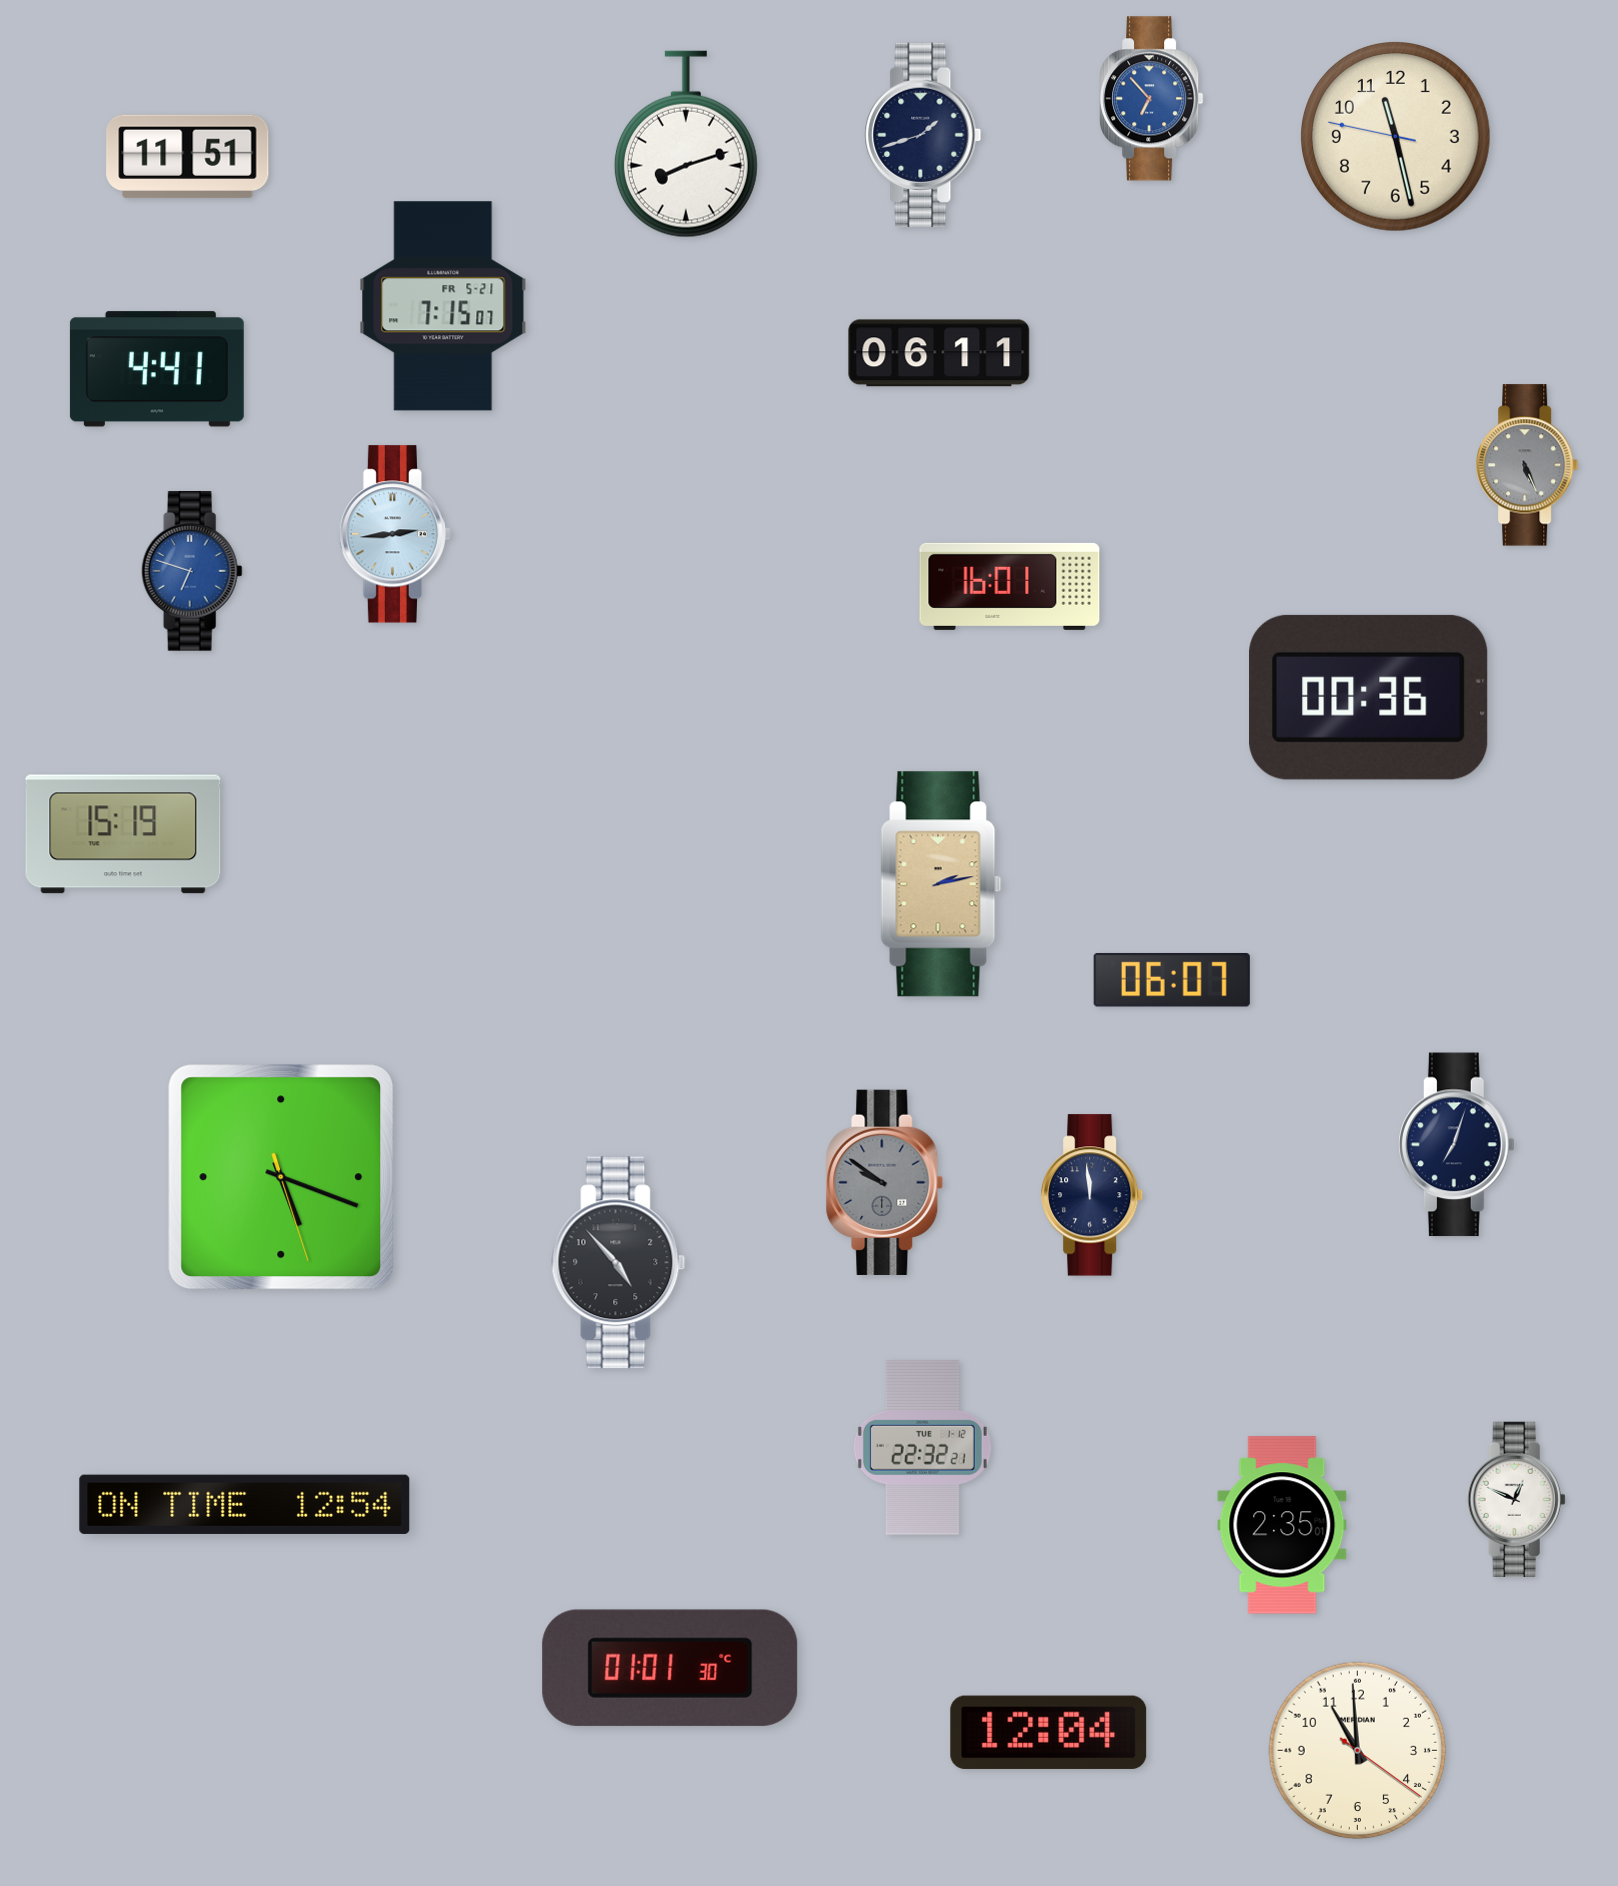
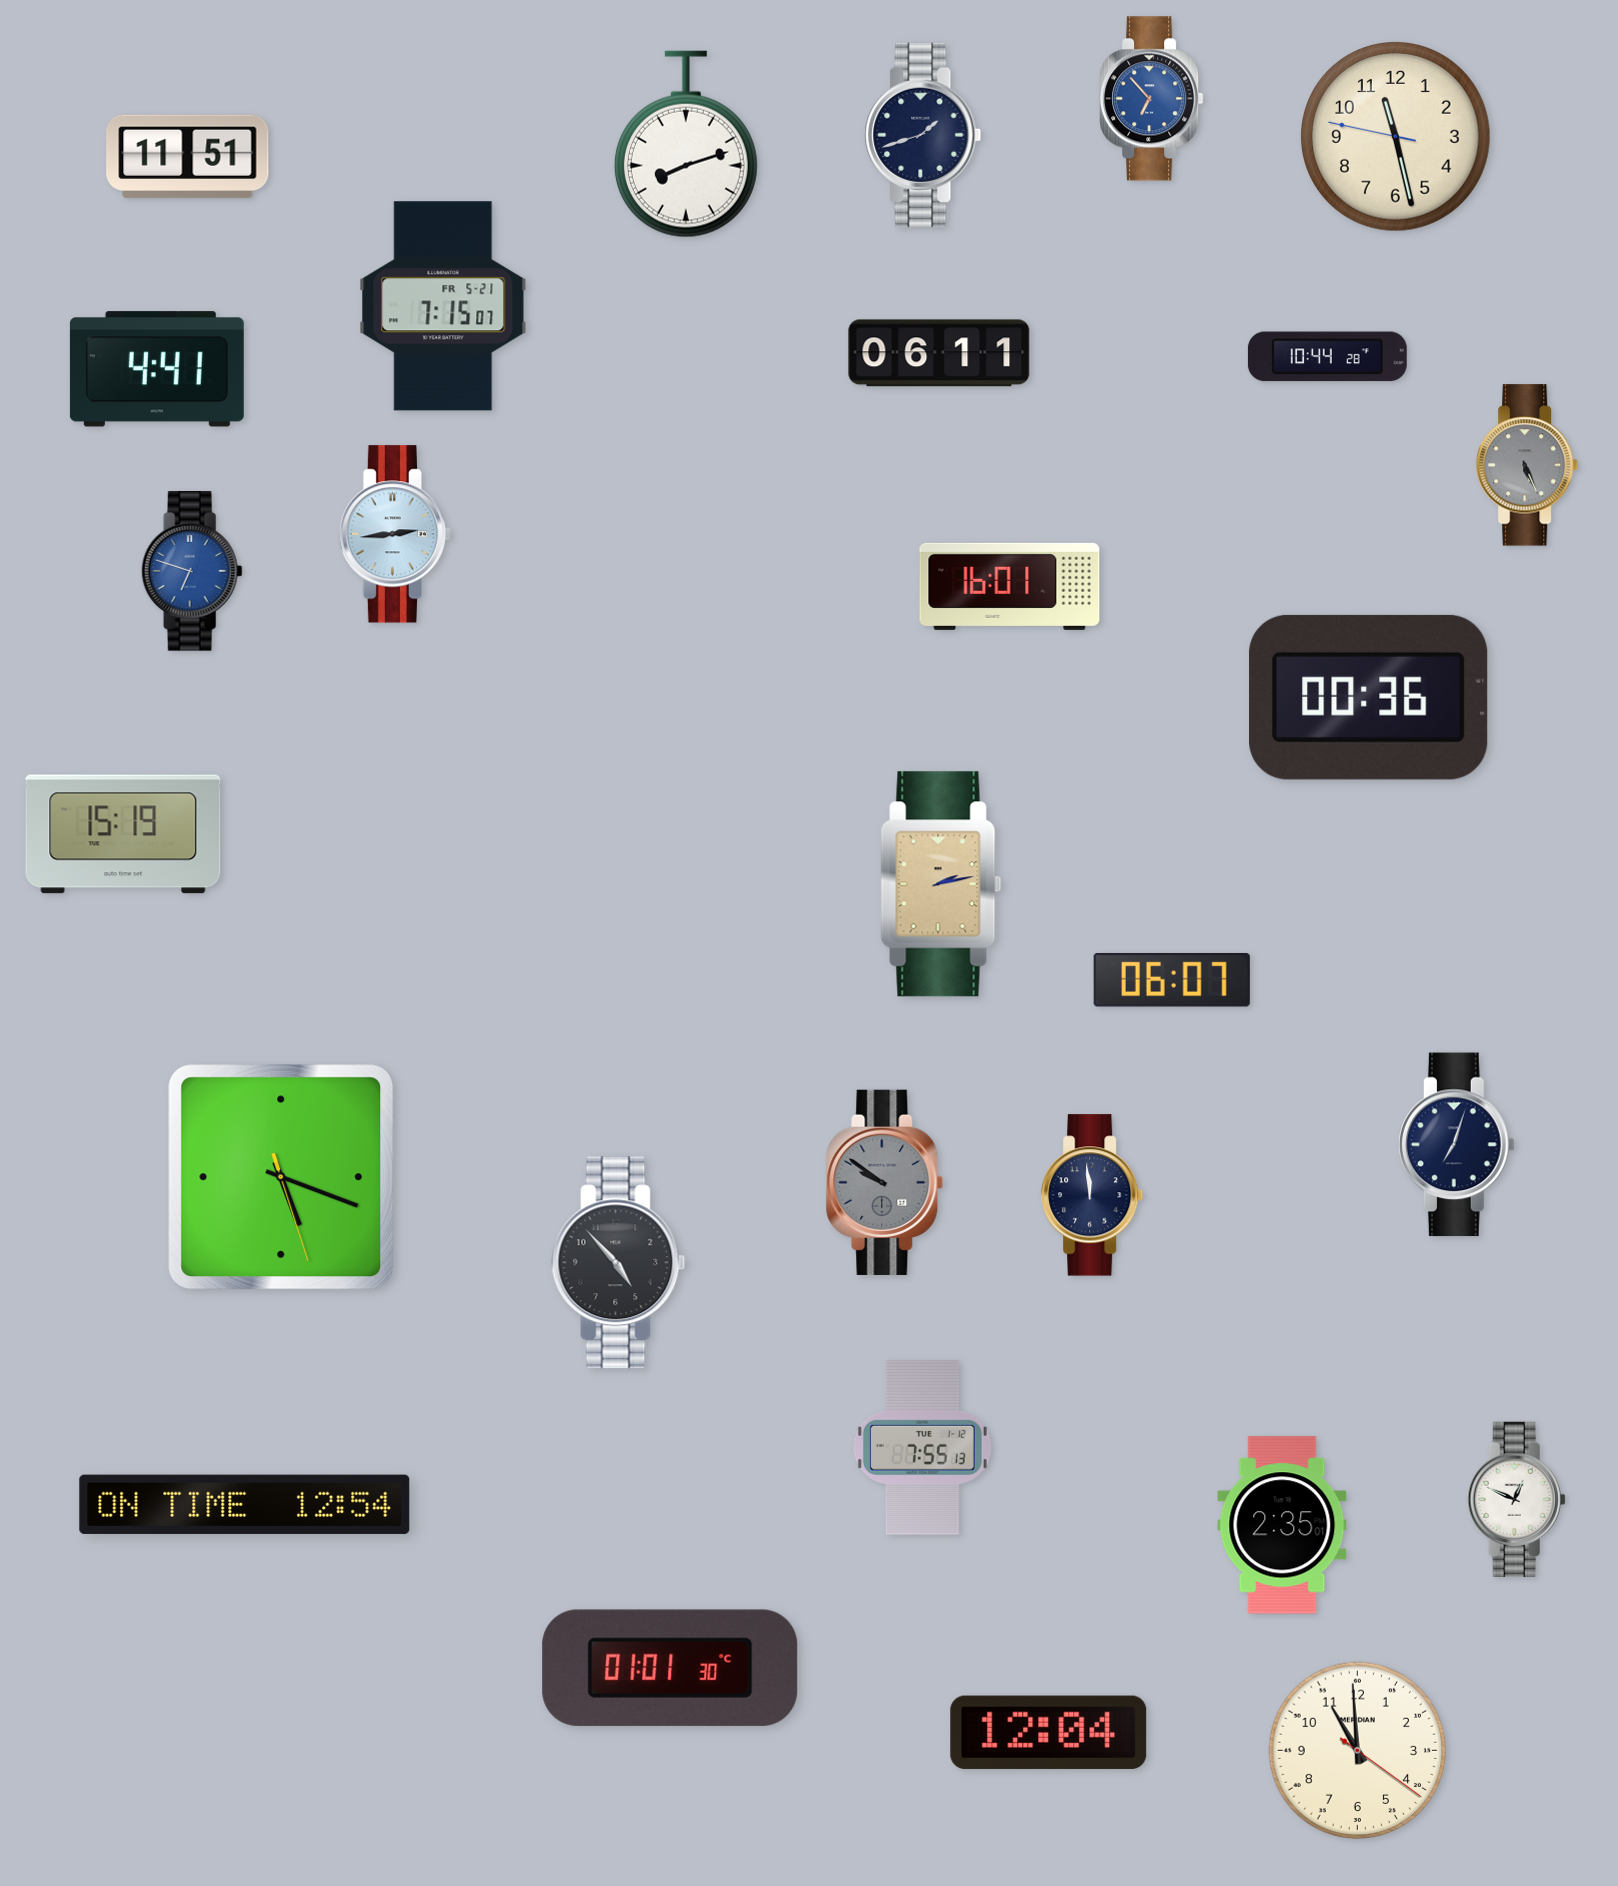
clock at (1327, 357): none -> 10:44
clock at (922, 1447): 22:32 -> 7:55
